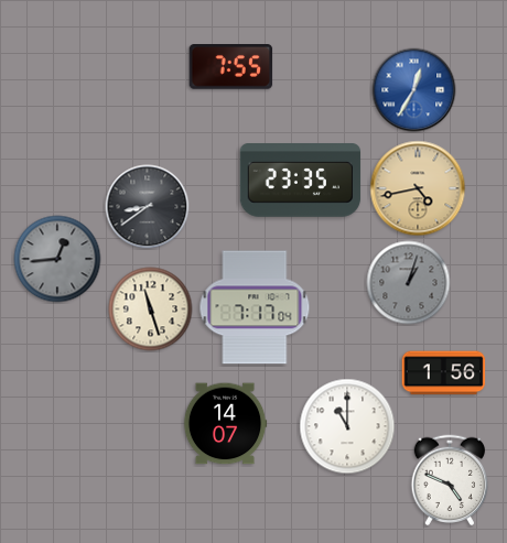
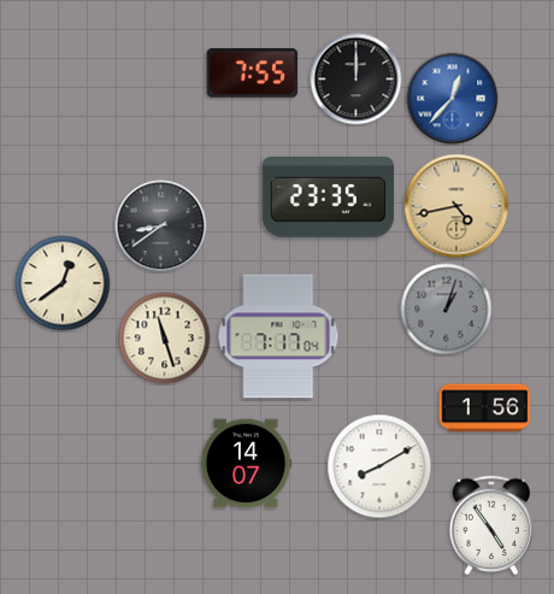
clock at (356, 80): none -> 12:00
clock at (414, 90): 12:35 -> 12:37
clock at (57, 259): 12:44 -> 12:39
clock at (57, 259) dial: grey -> cream
clock at (347, 426): 11:00 -> 8:10
clock at (450, 480): 4:49 -> 4:54
